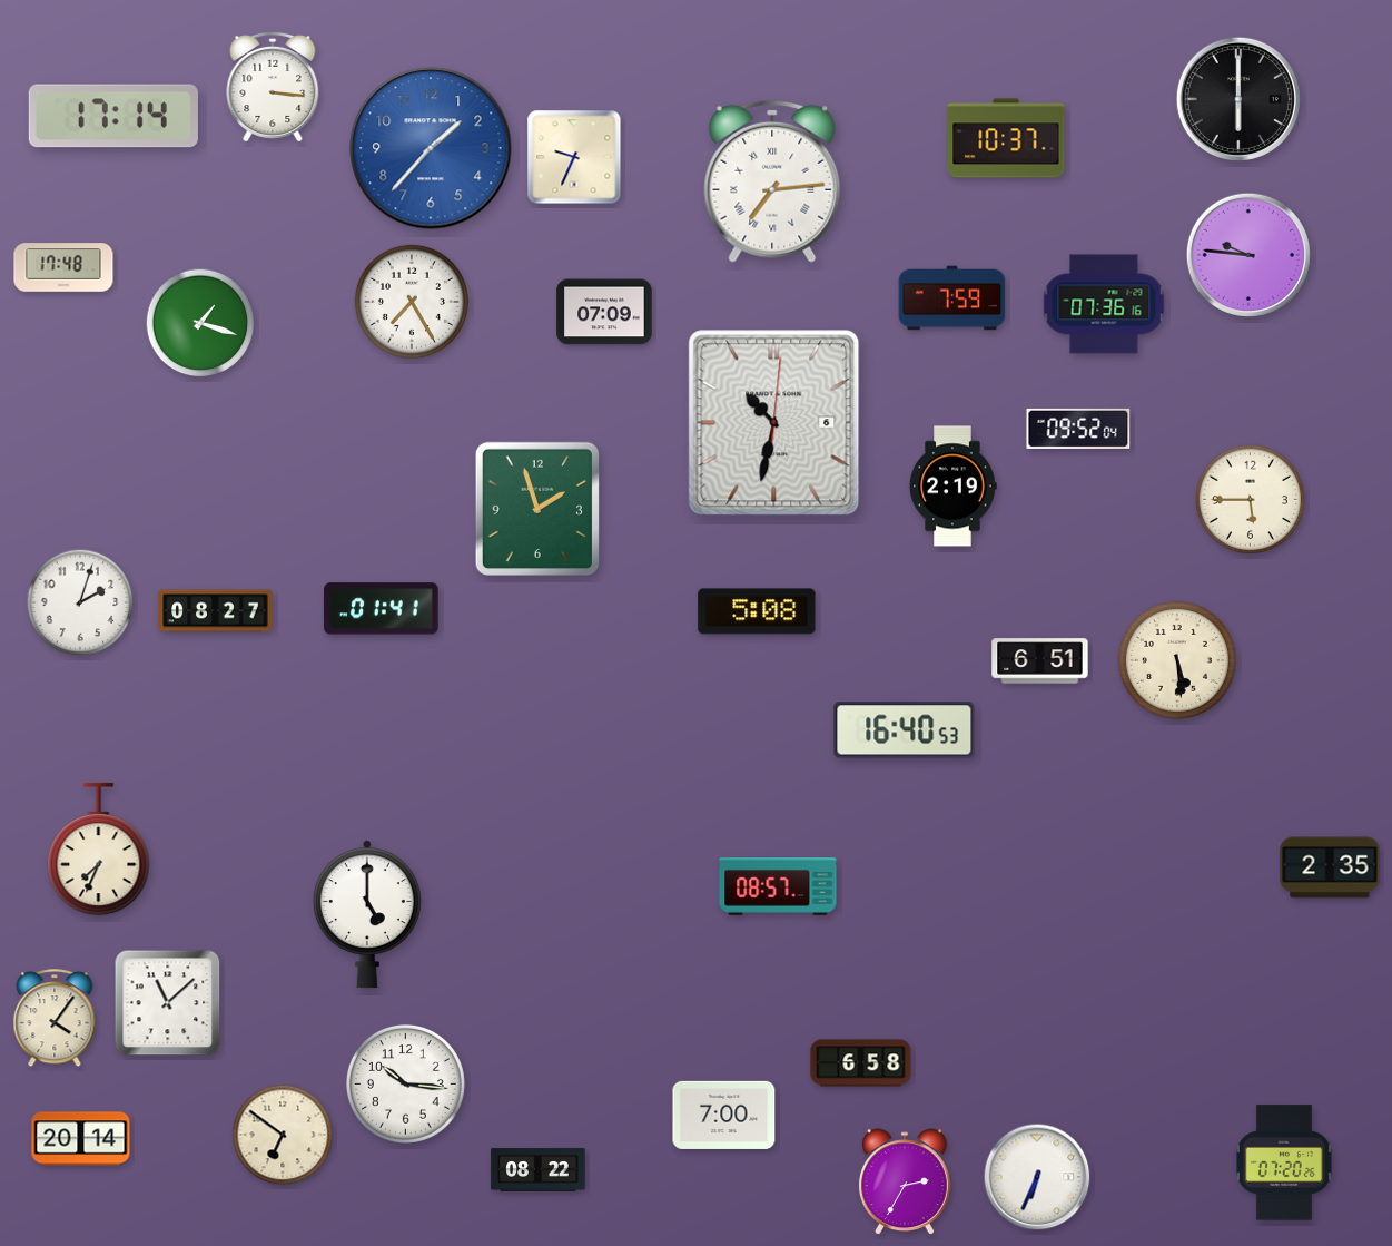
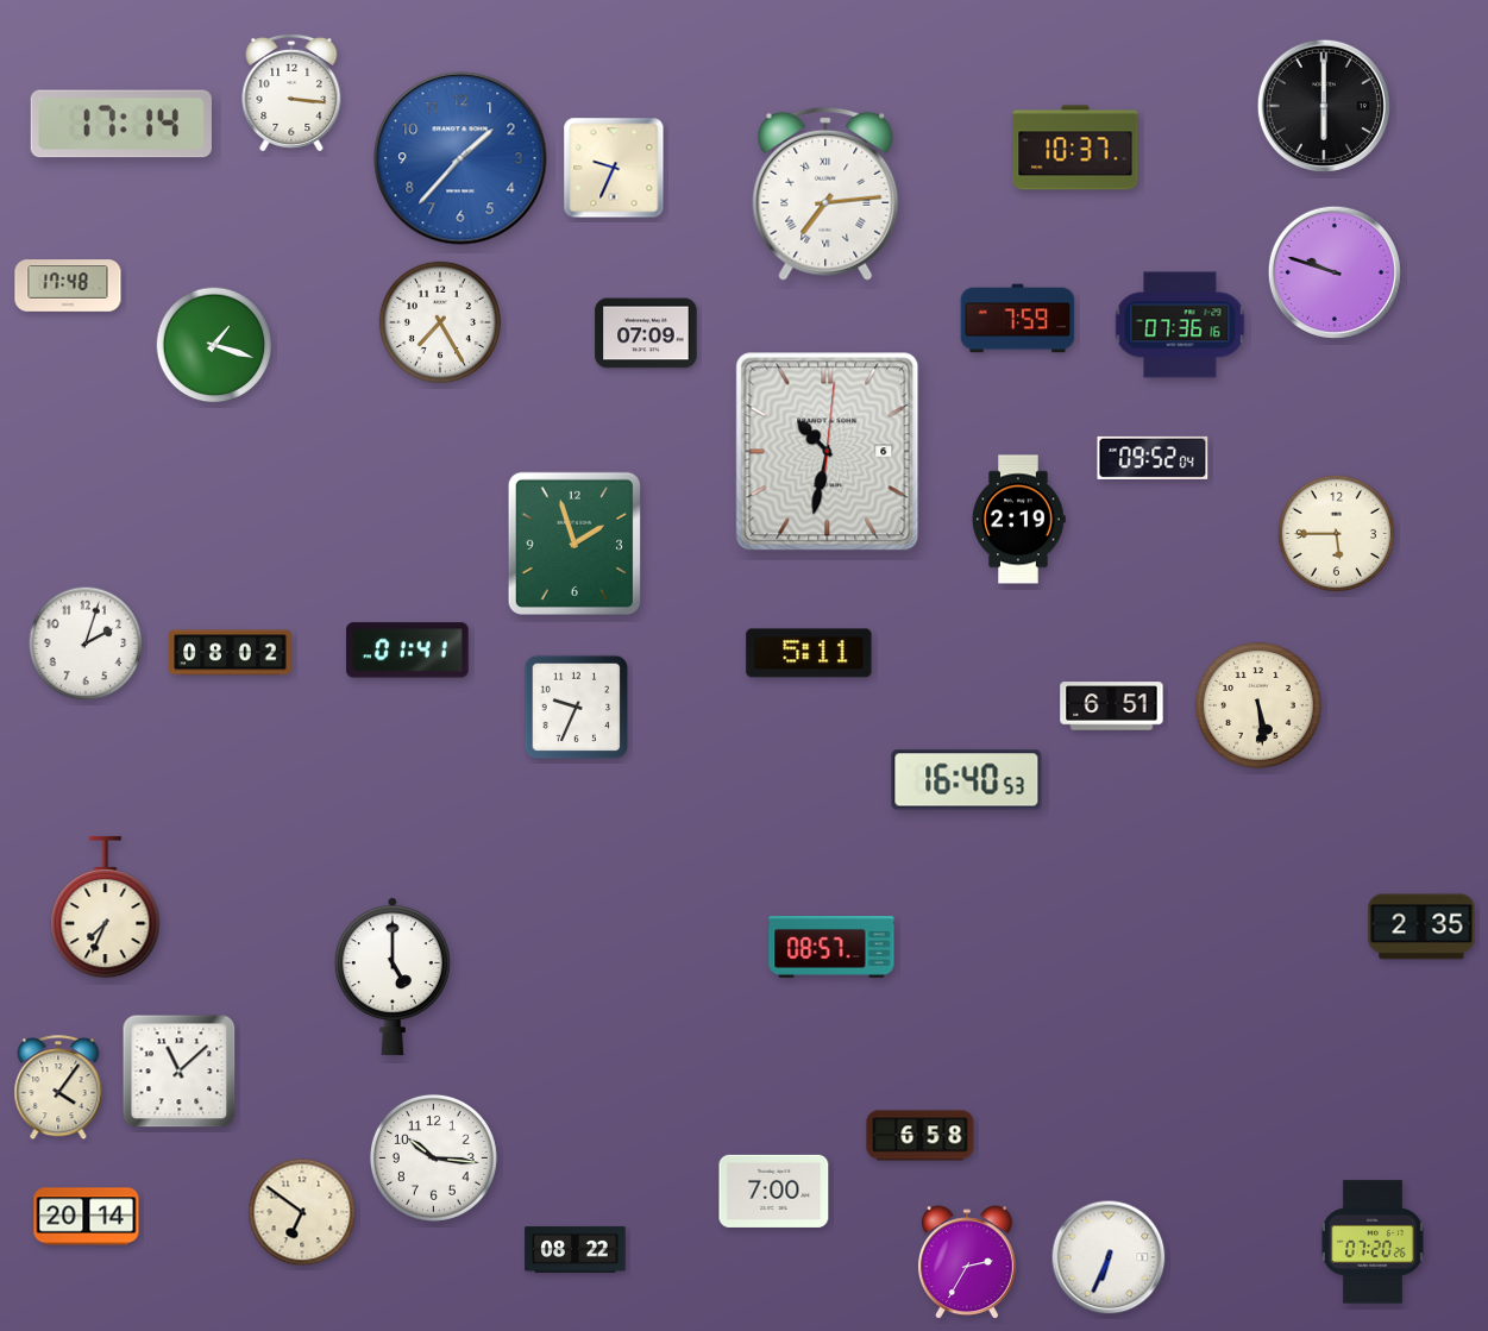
clock at (1248, 255): 9:46 -> 9:48
clock at (216, 611): 08:27 -> 08:02
clock at (757, 611): 5:08 -> 5:11
clock at (577, 708): none -> 9:34
